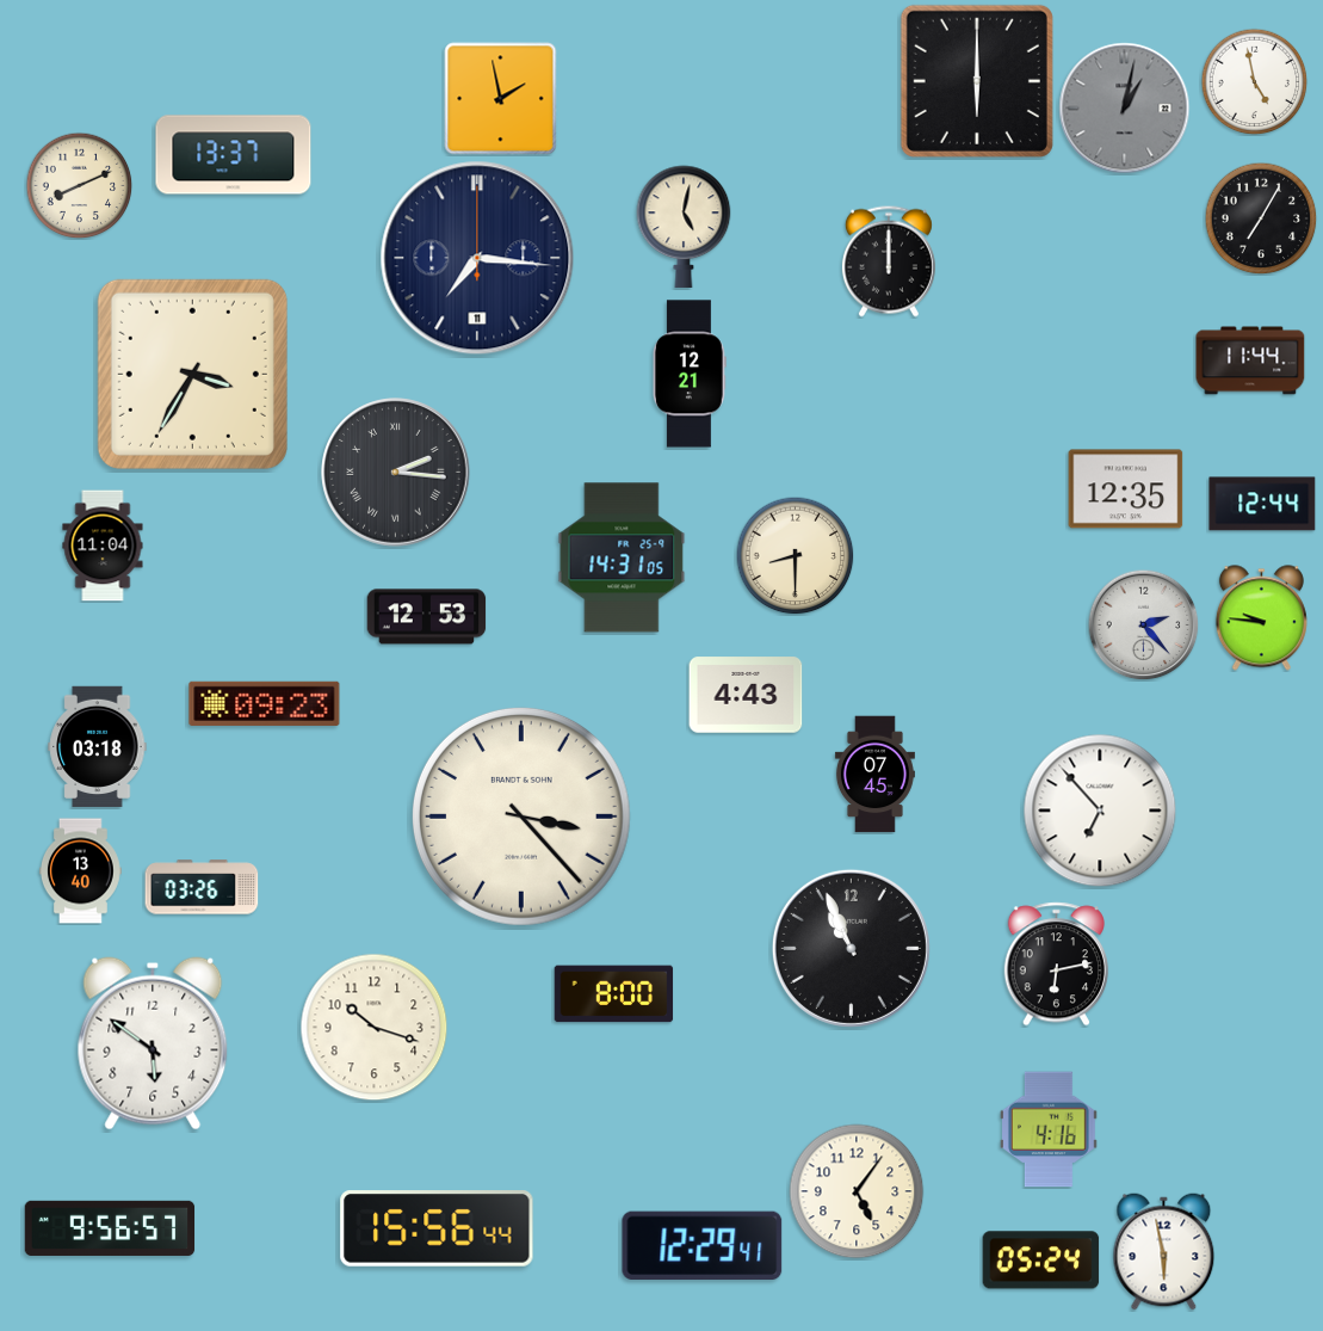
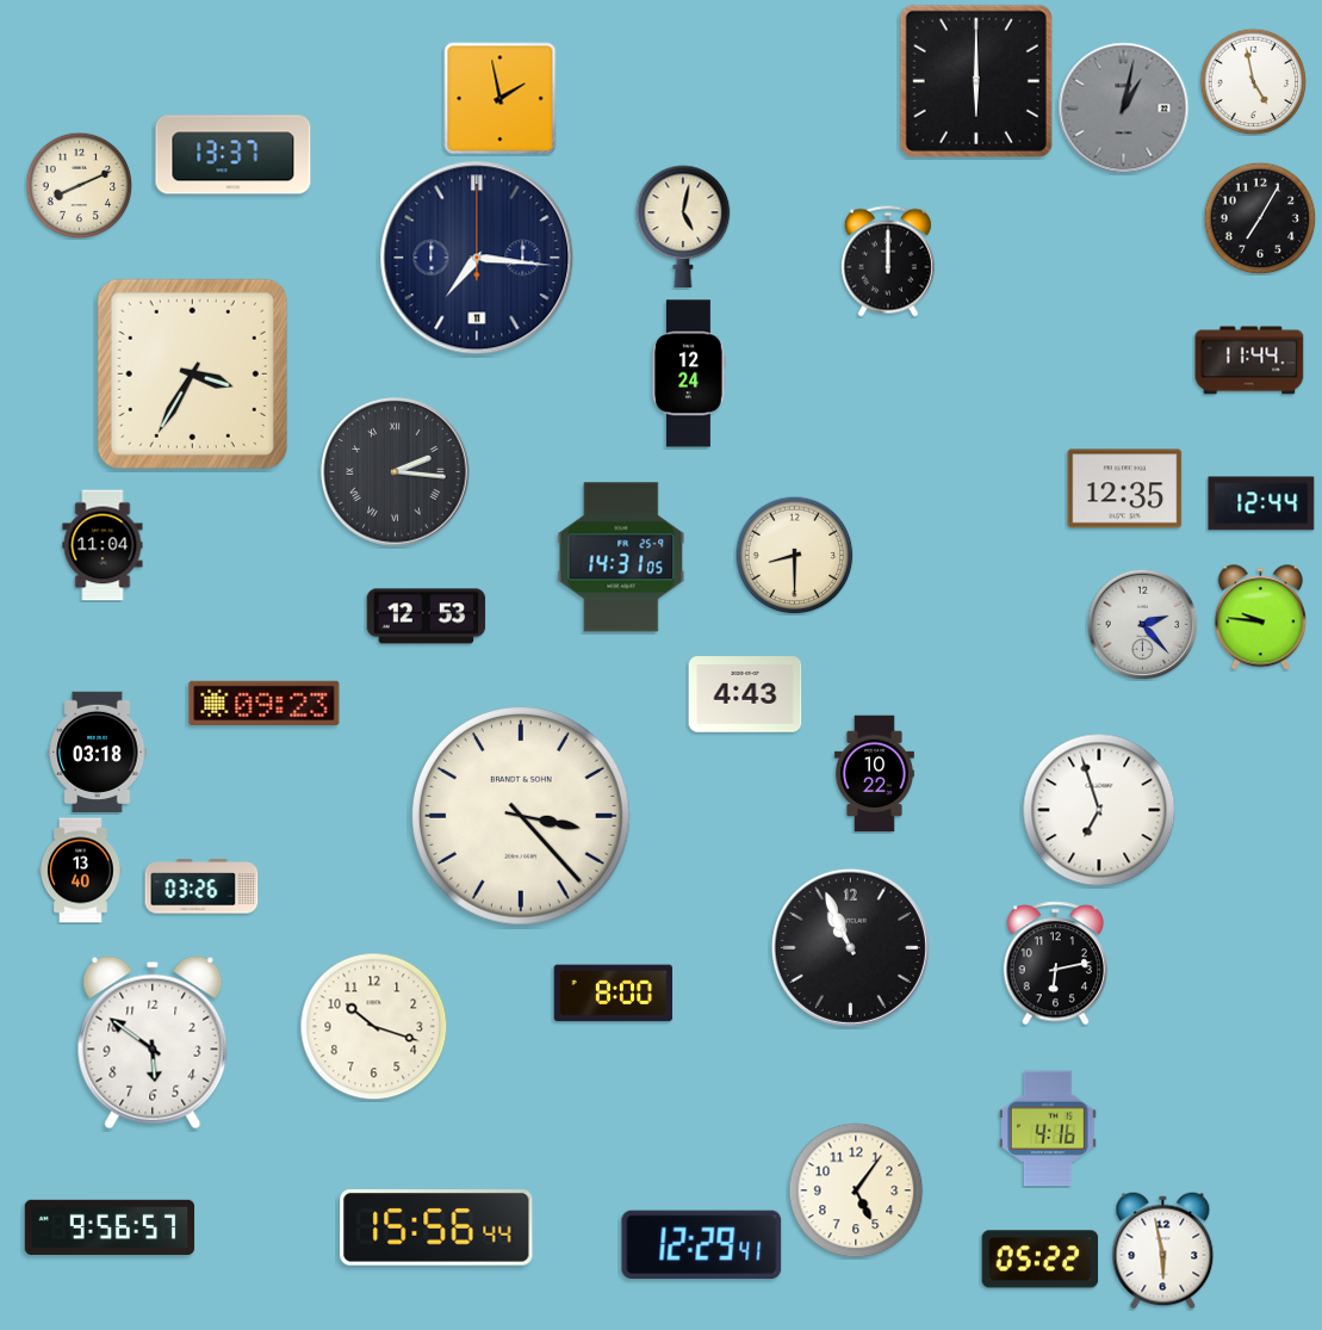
clock at (691, 374): 12:21 -> 12:24
clock at (98, 746) position: (98, 746) -> (98, 751)
clock at (874, 775): 07:45 -> 10:22
clock at (1100, 811): 6:53 -> 6:57
clock at (1041, 1261): 05:24 -> 05:22
